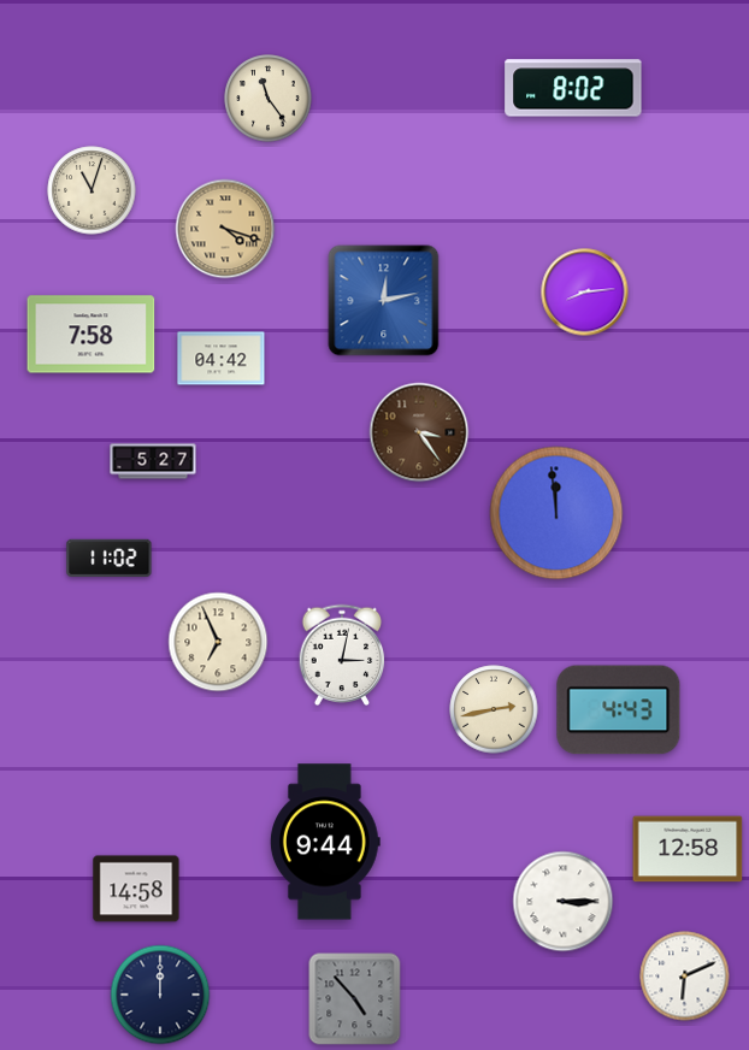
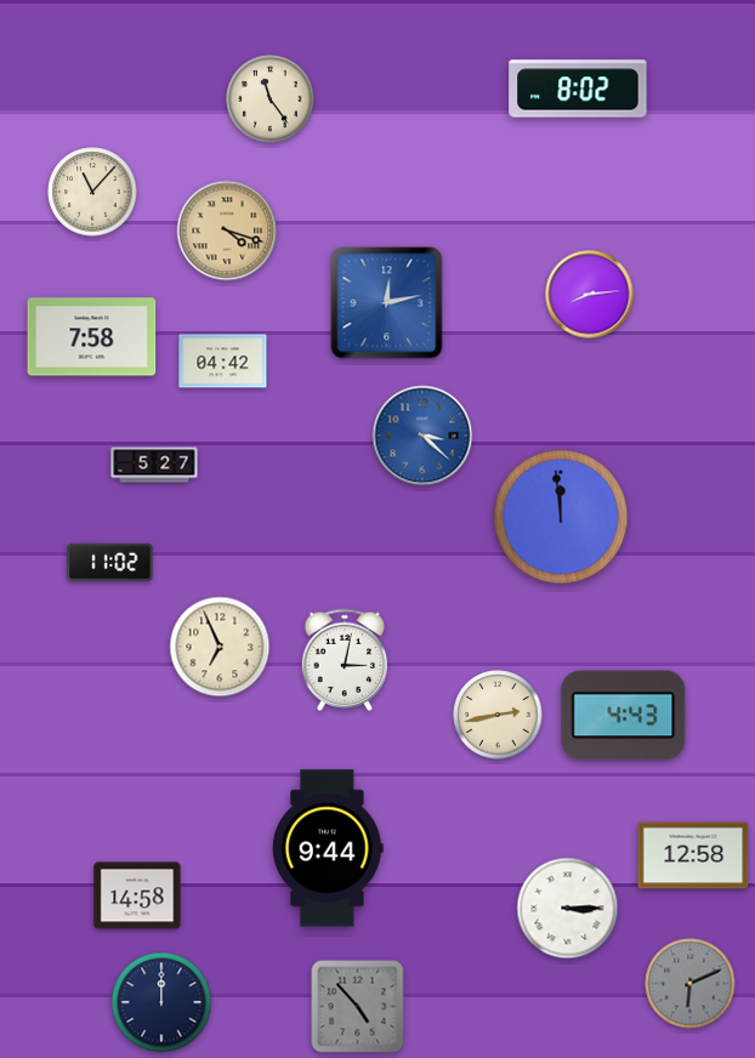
clock at (92, 190): 11:03 -> 11:07
clock at (419, 432): 3:24 -> 3:22
clock at (419, 432) dial: brown -> blue
clock at (685, 977) dial: white -> grey
